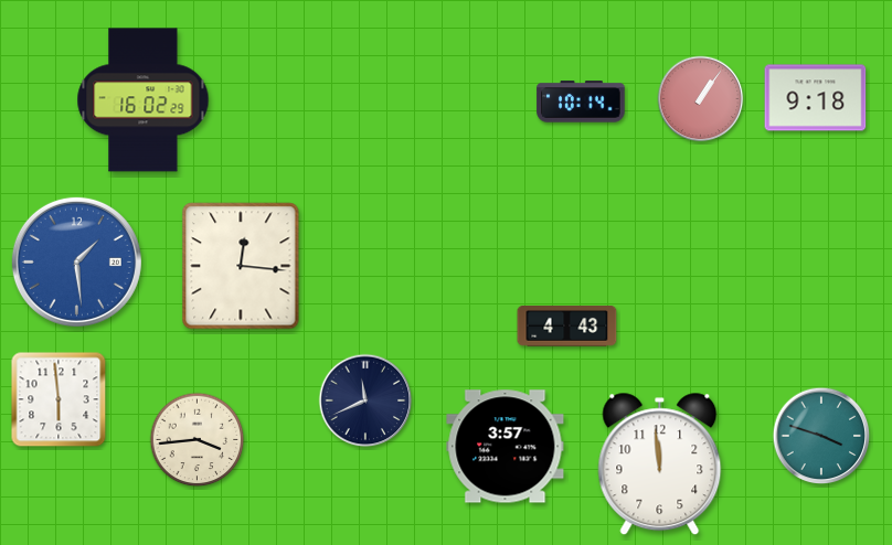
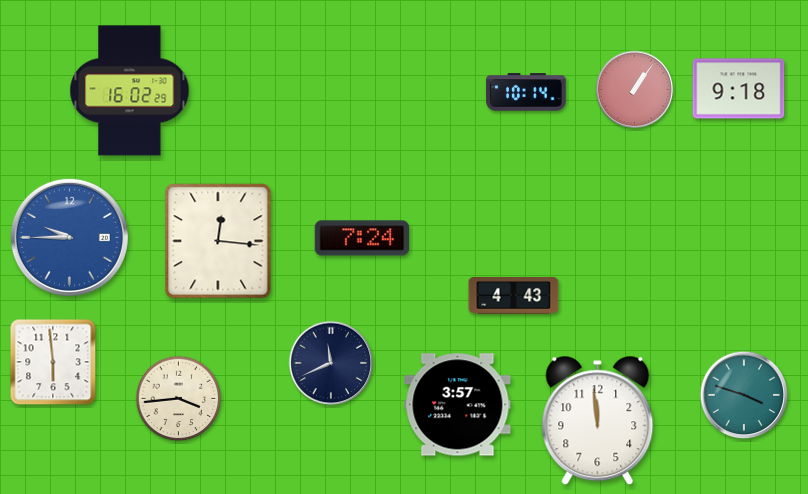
clock at (76, 261): 1:29 -> 9:45
clock at (362, 238): none -> 7:24
